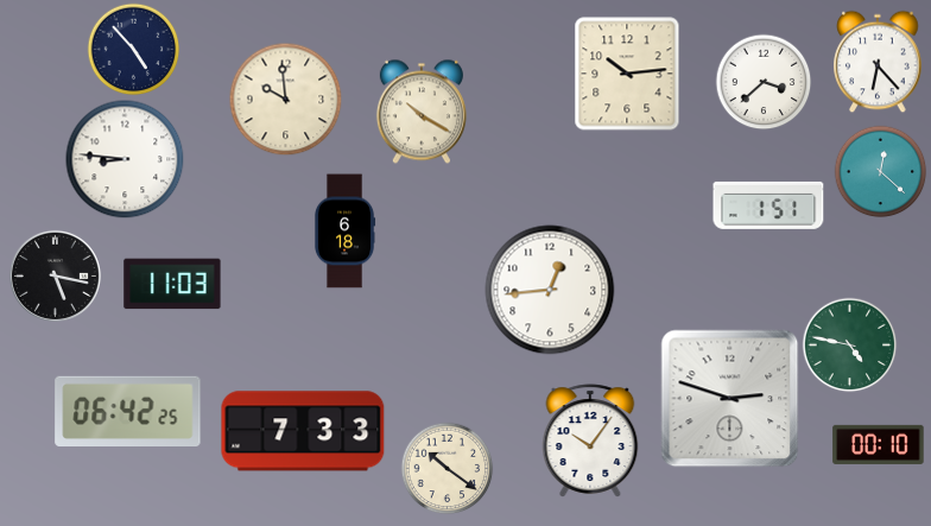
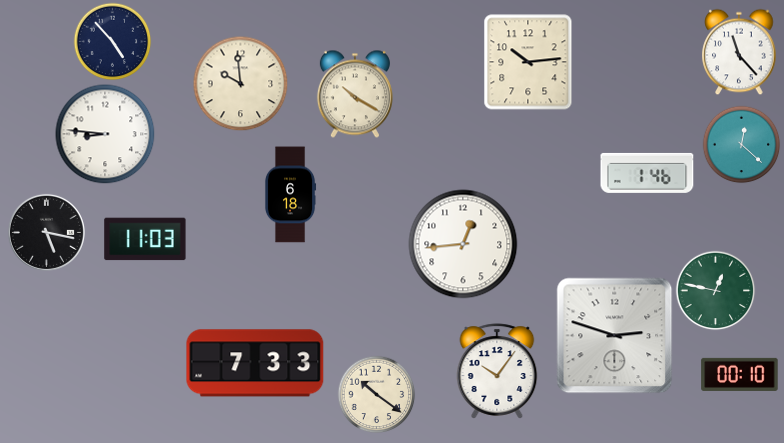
clock at (878, 62): 6:23 -> 11:23
clock at (764, 82): 3:38 -> none
clock at (768, 205): 1:51 -> 1:46
clock at (849, 344): 4:47 -> 12:47
clock at (128, 411): 06:42 -> none
